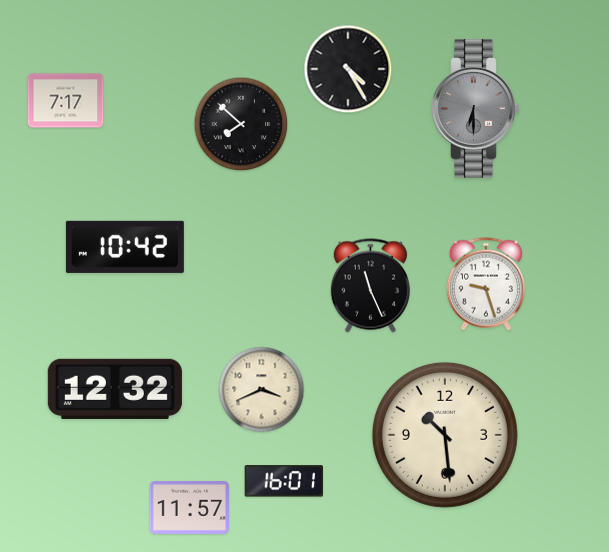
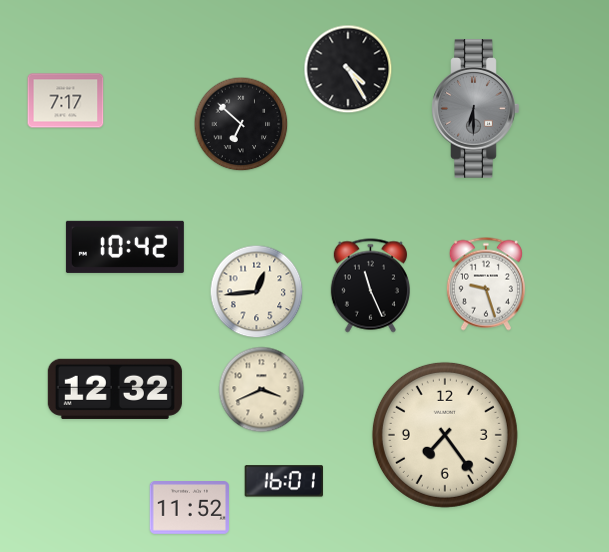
clock at (241, 124): 7:52 -> 6:52
clock at (257, 292): none -> 12:44
clock at (445, 435): 10:29 -> 7:24
clock at (189, 508): 11:57 -> 11:52
